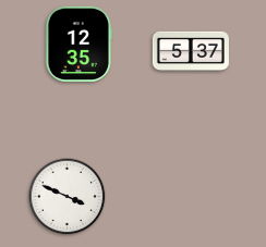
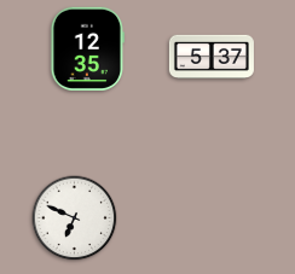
clock at (68, 197): 3:49 -> 6:49
